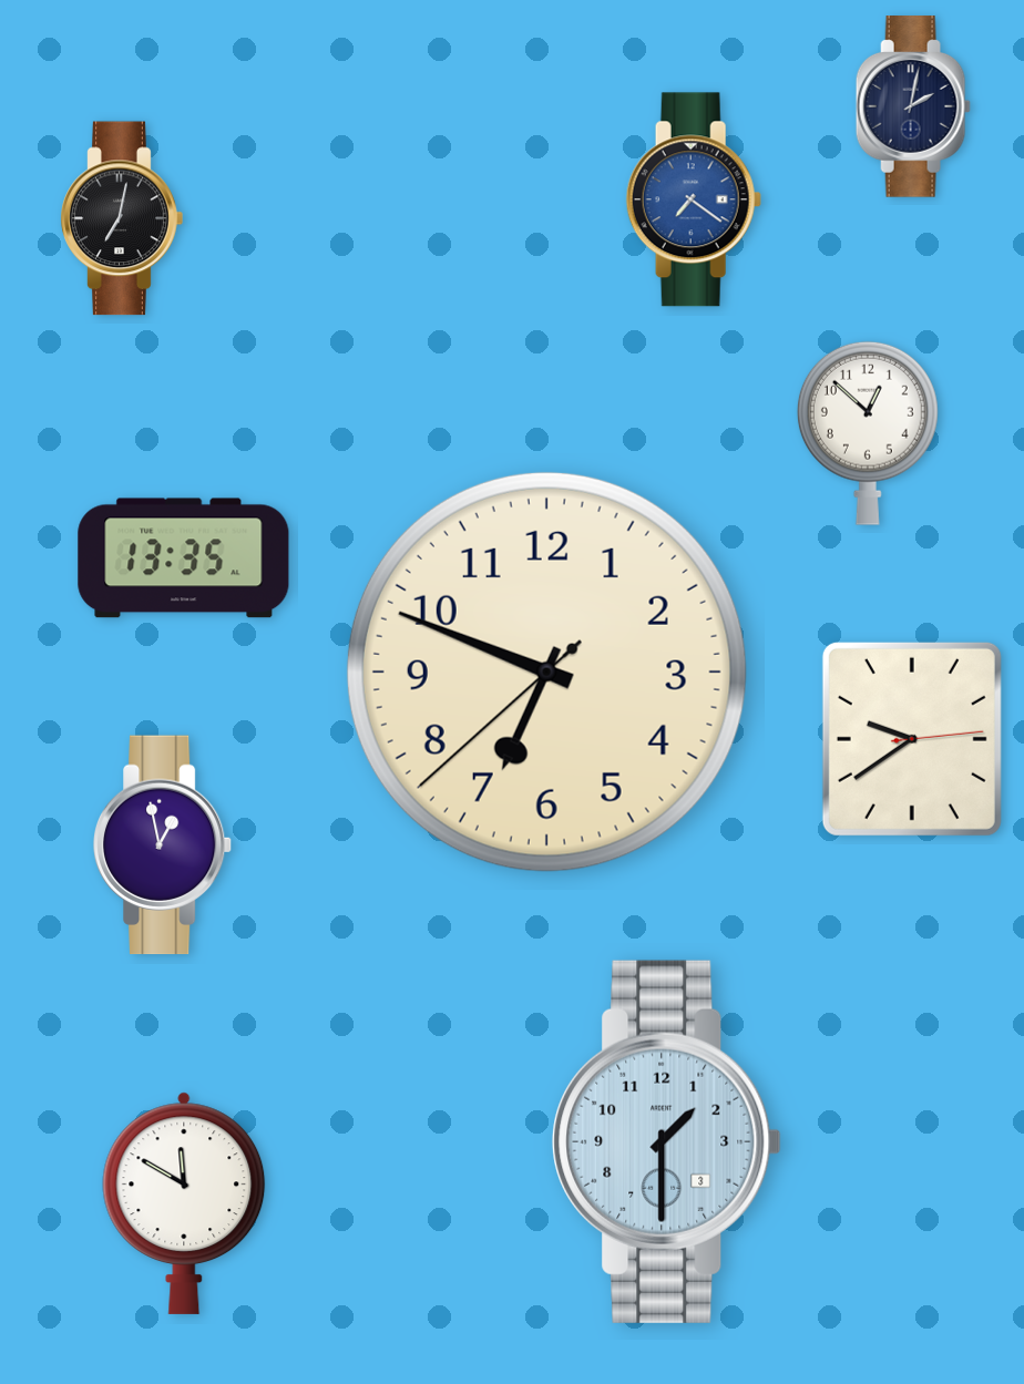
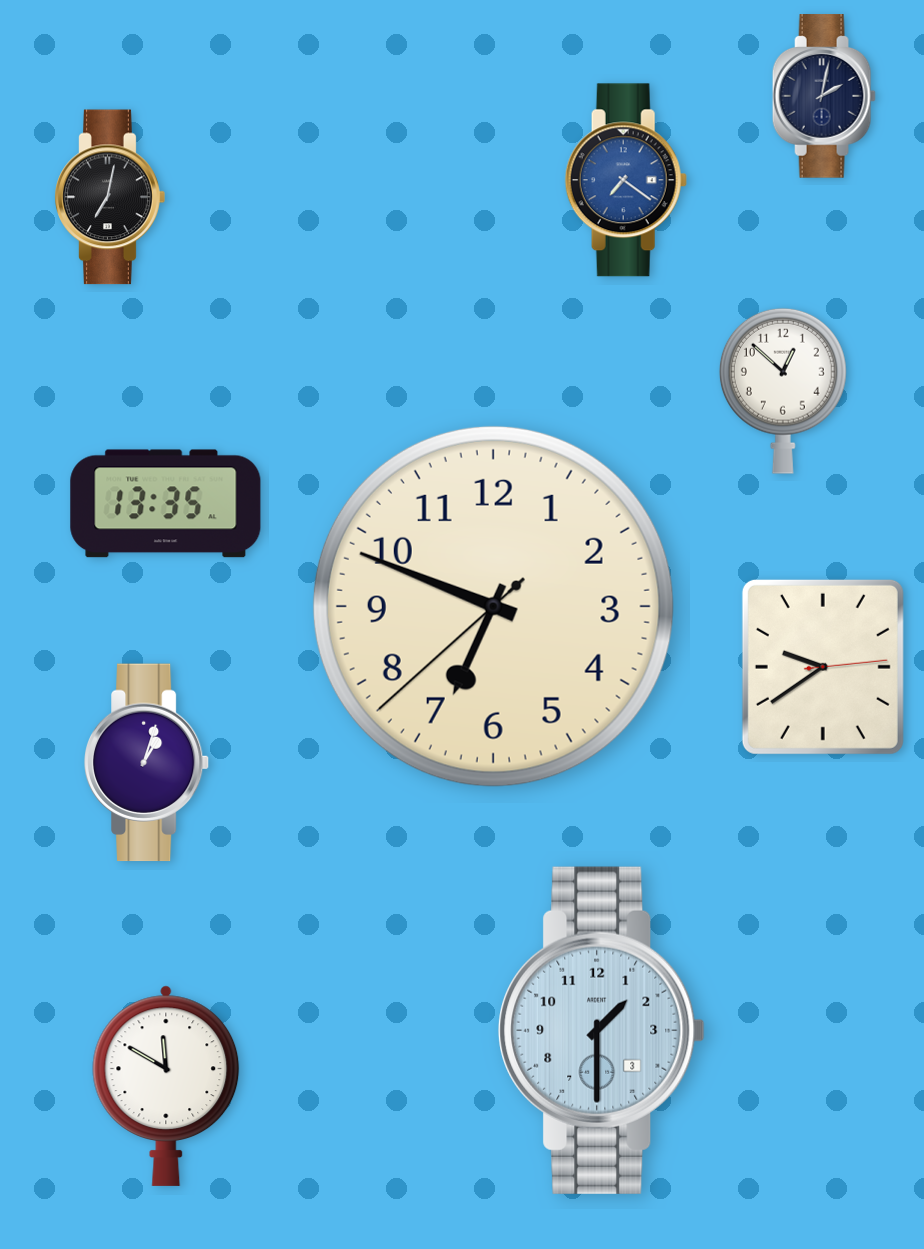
clock at (163, 845): 12:58 -> 1:03
